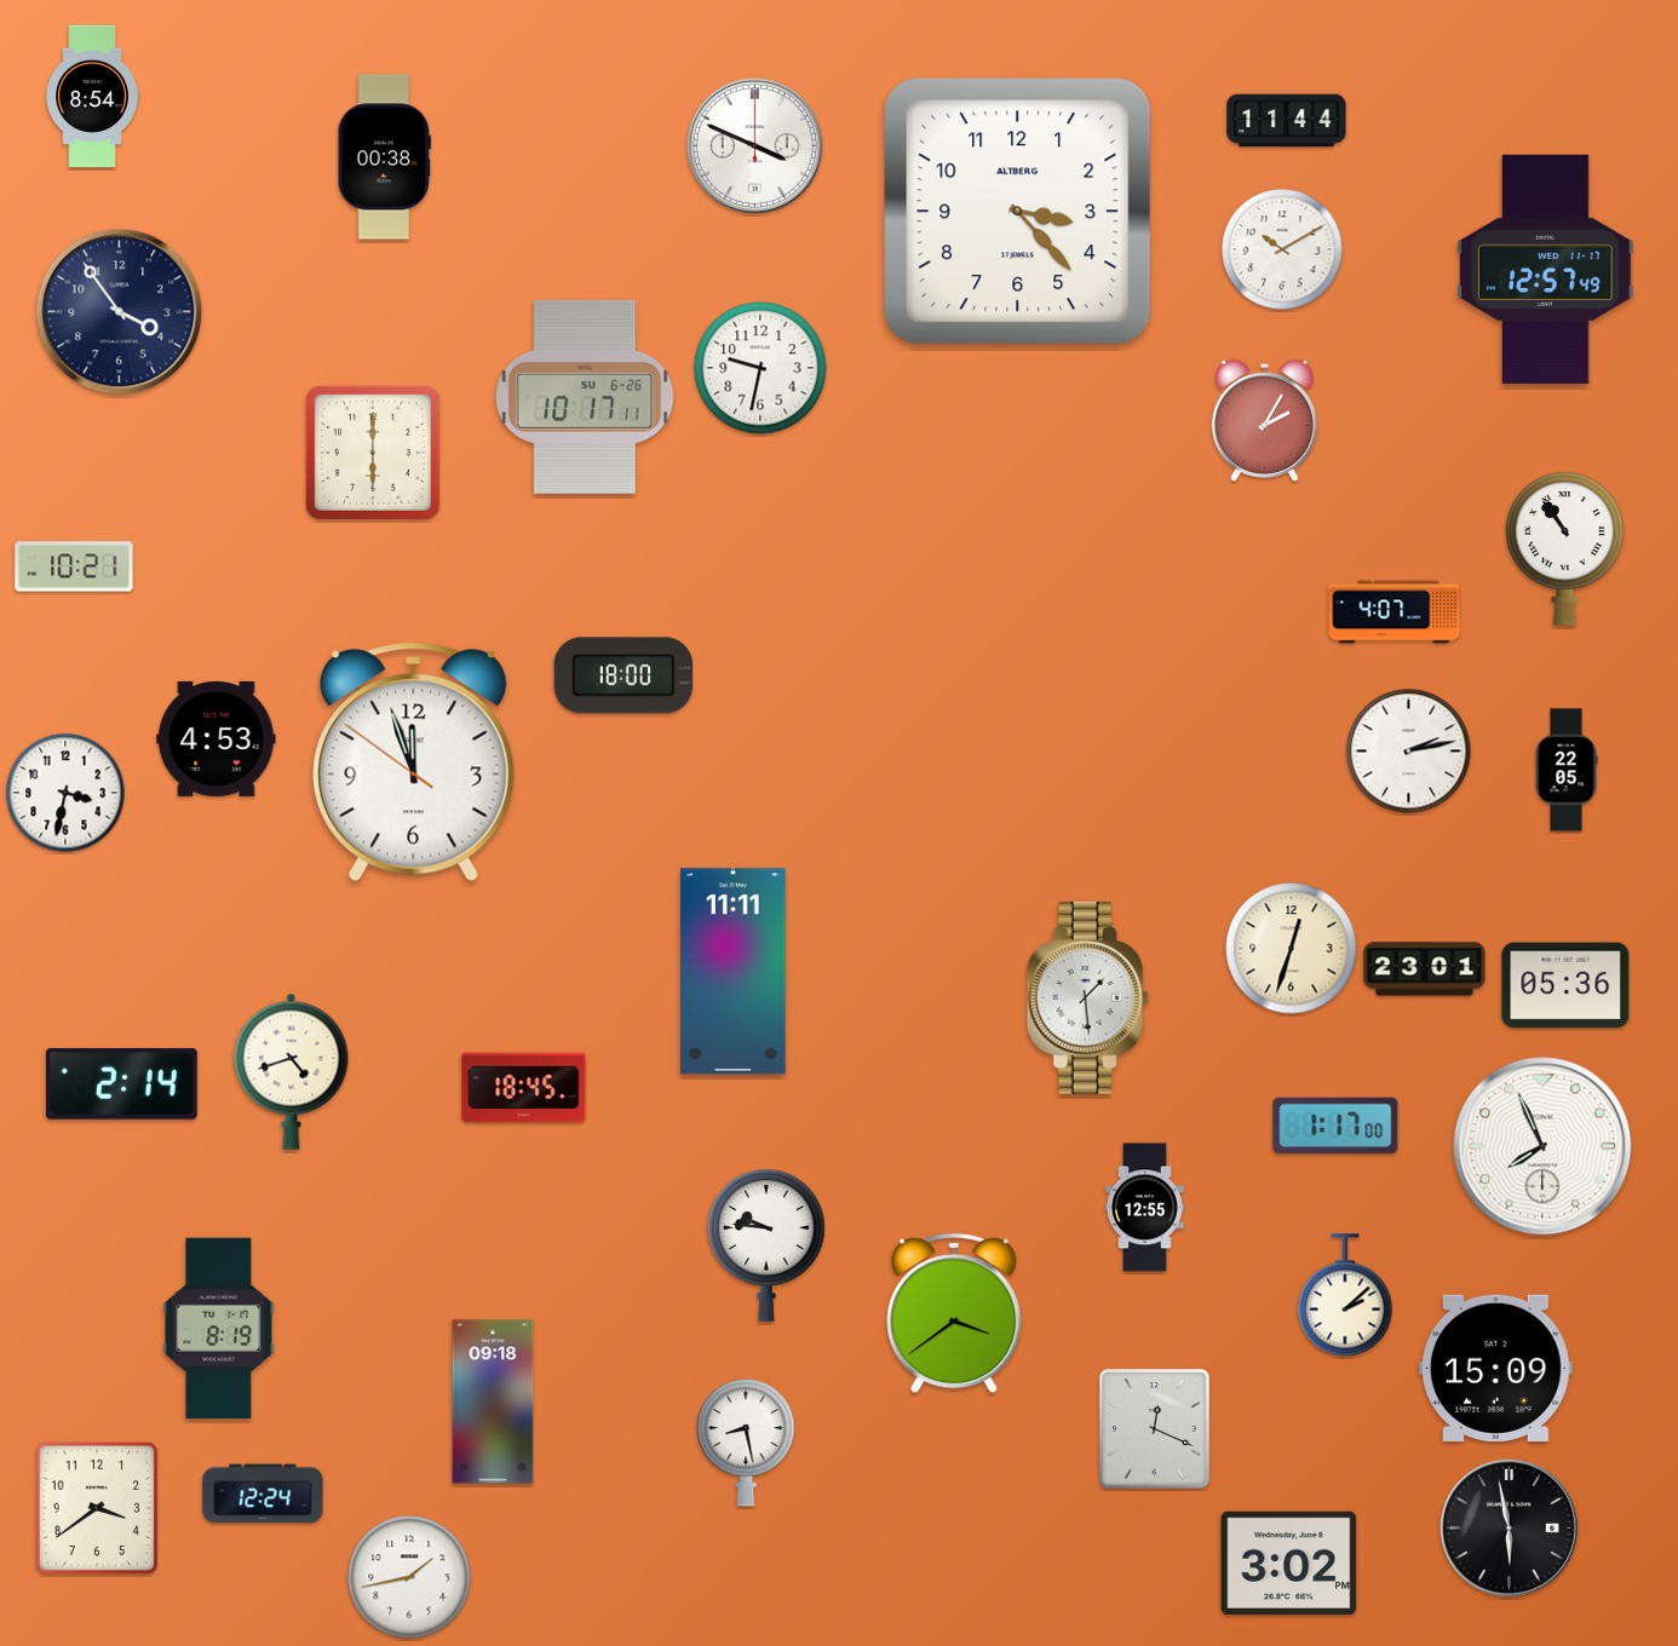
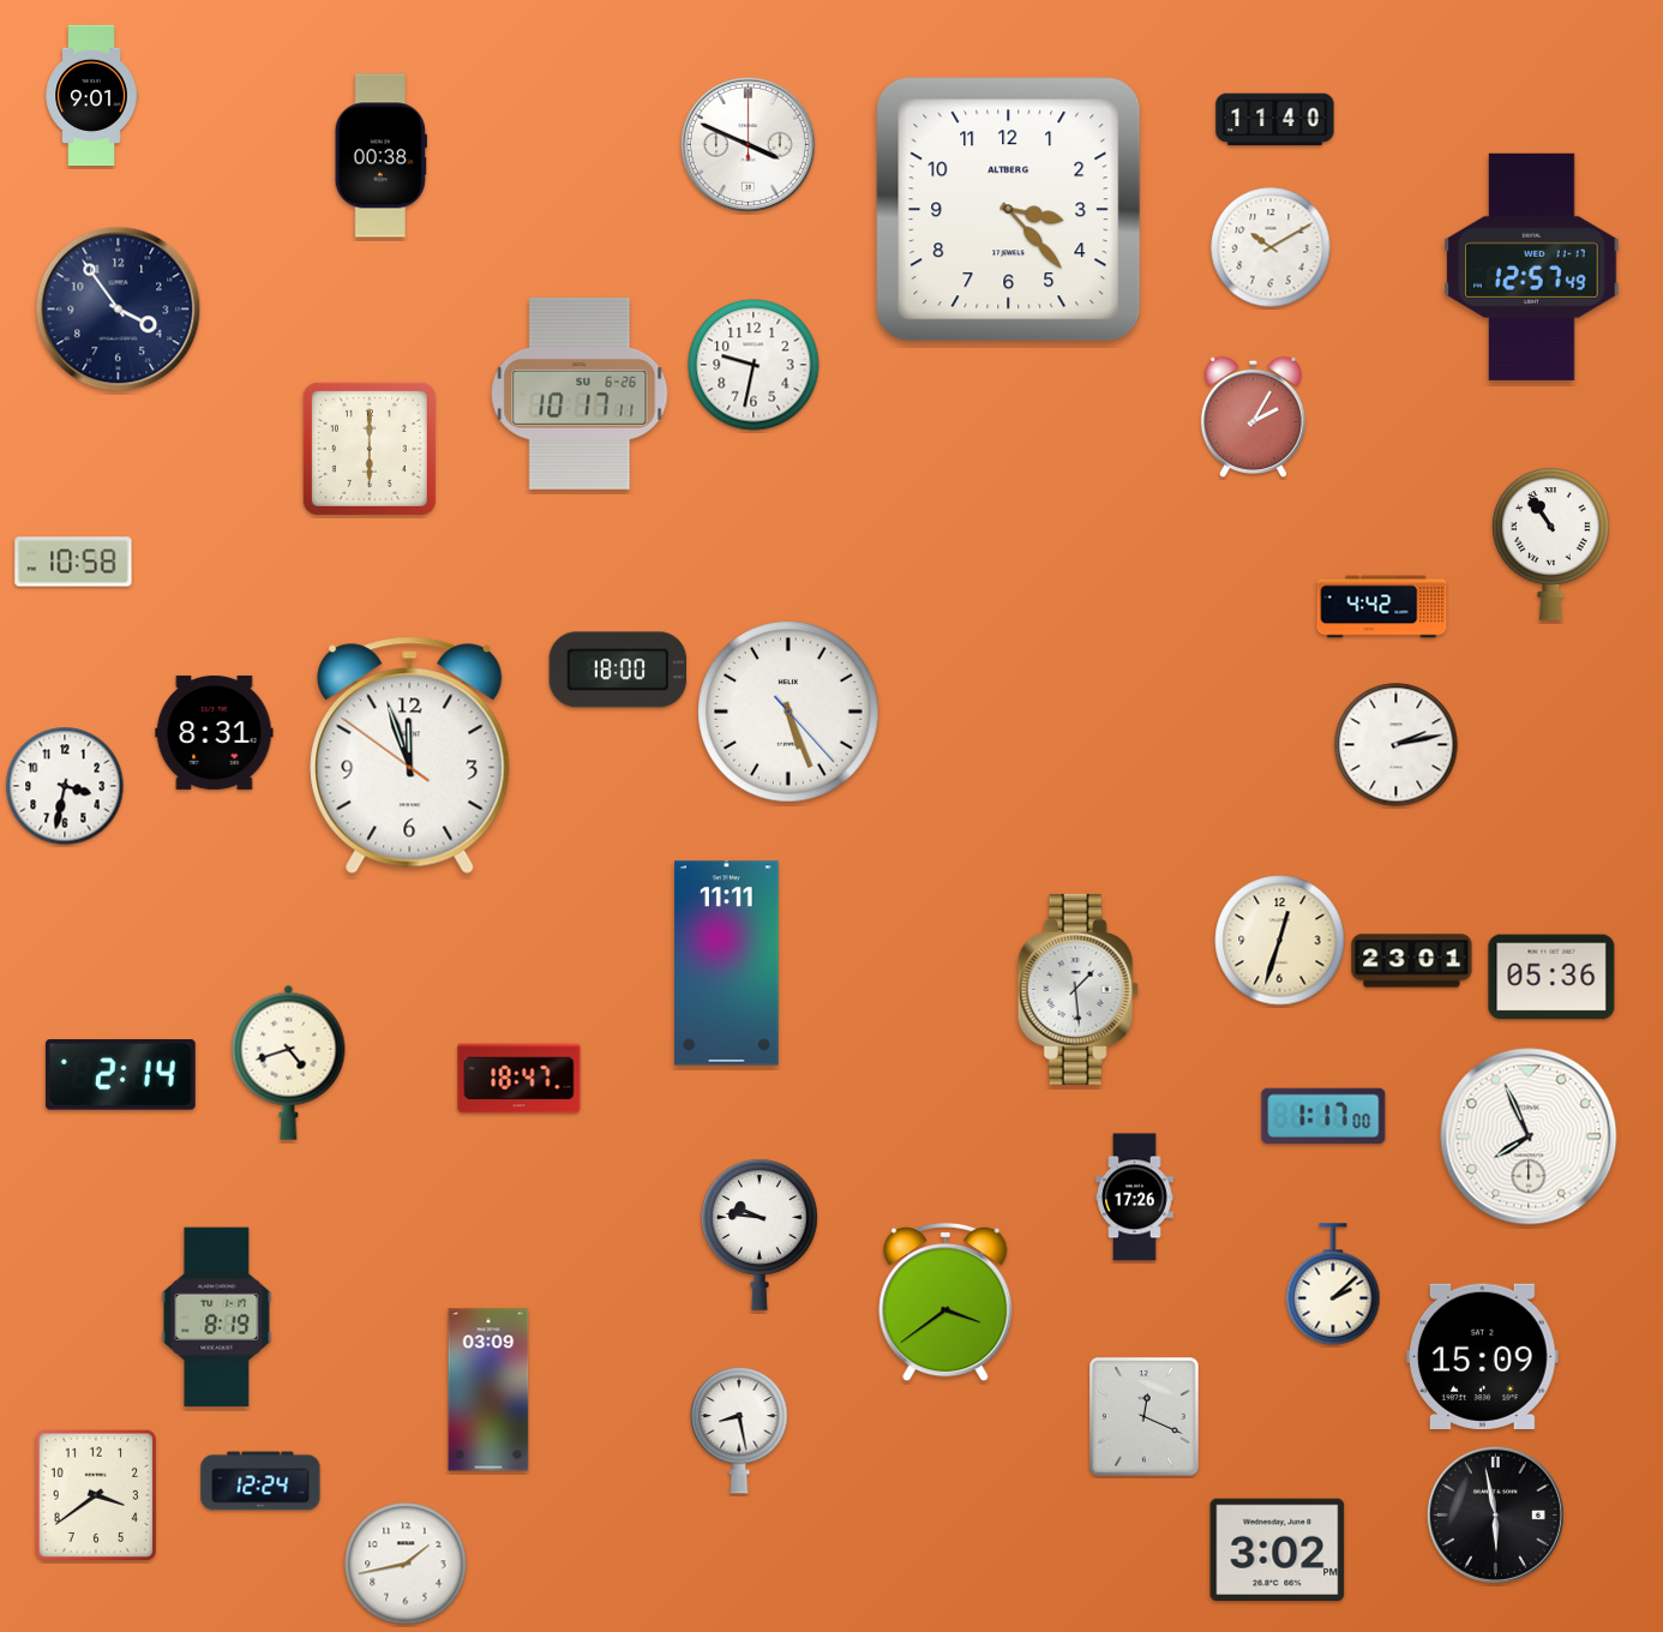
clock at (92, 97): 8:54 -> 9:01
clock at (1287, 121): 11:44 -> 11:40
clock at (74, 566): 10:21 -> 10:58
clock at (1395, 612): 4:07 -> 4:42
clock at (790, 713): none -> 5:26
clock at (217, 738): 4:53 -> 8:31
clock at (1567, 770): 22:05 -> none
clock at (524, 1088): 18:45 -> 18:47
clock at (1145, 1208): 12:55 -> 17:26
clock at (493, 1402): 09:18 -> 03:09
